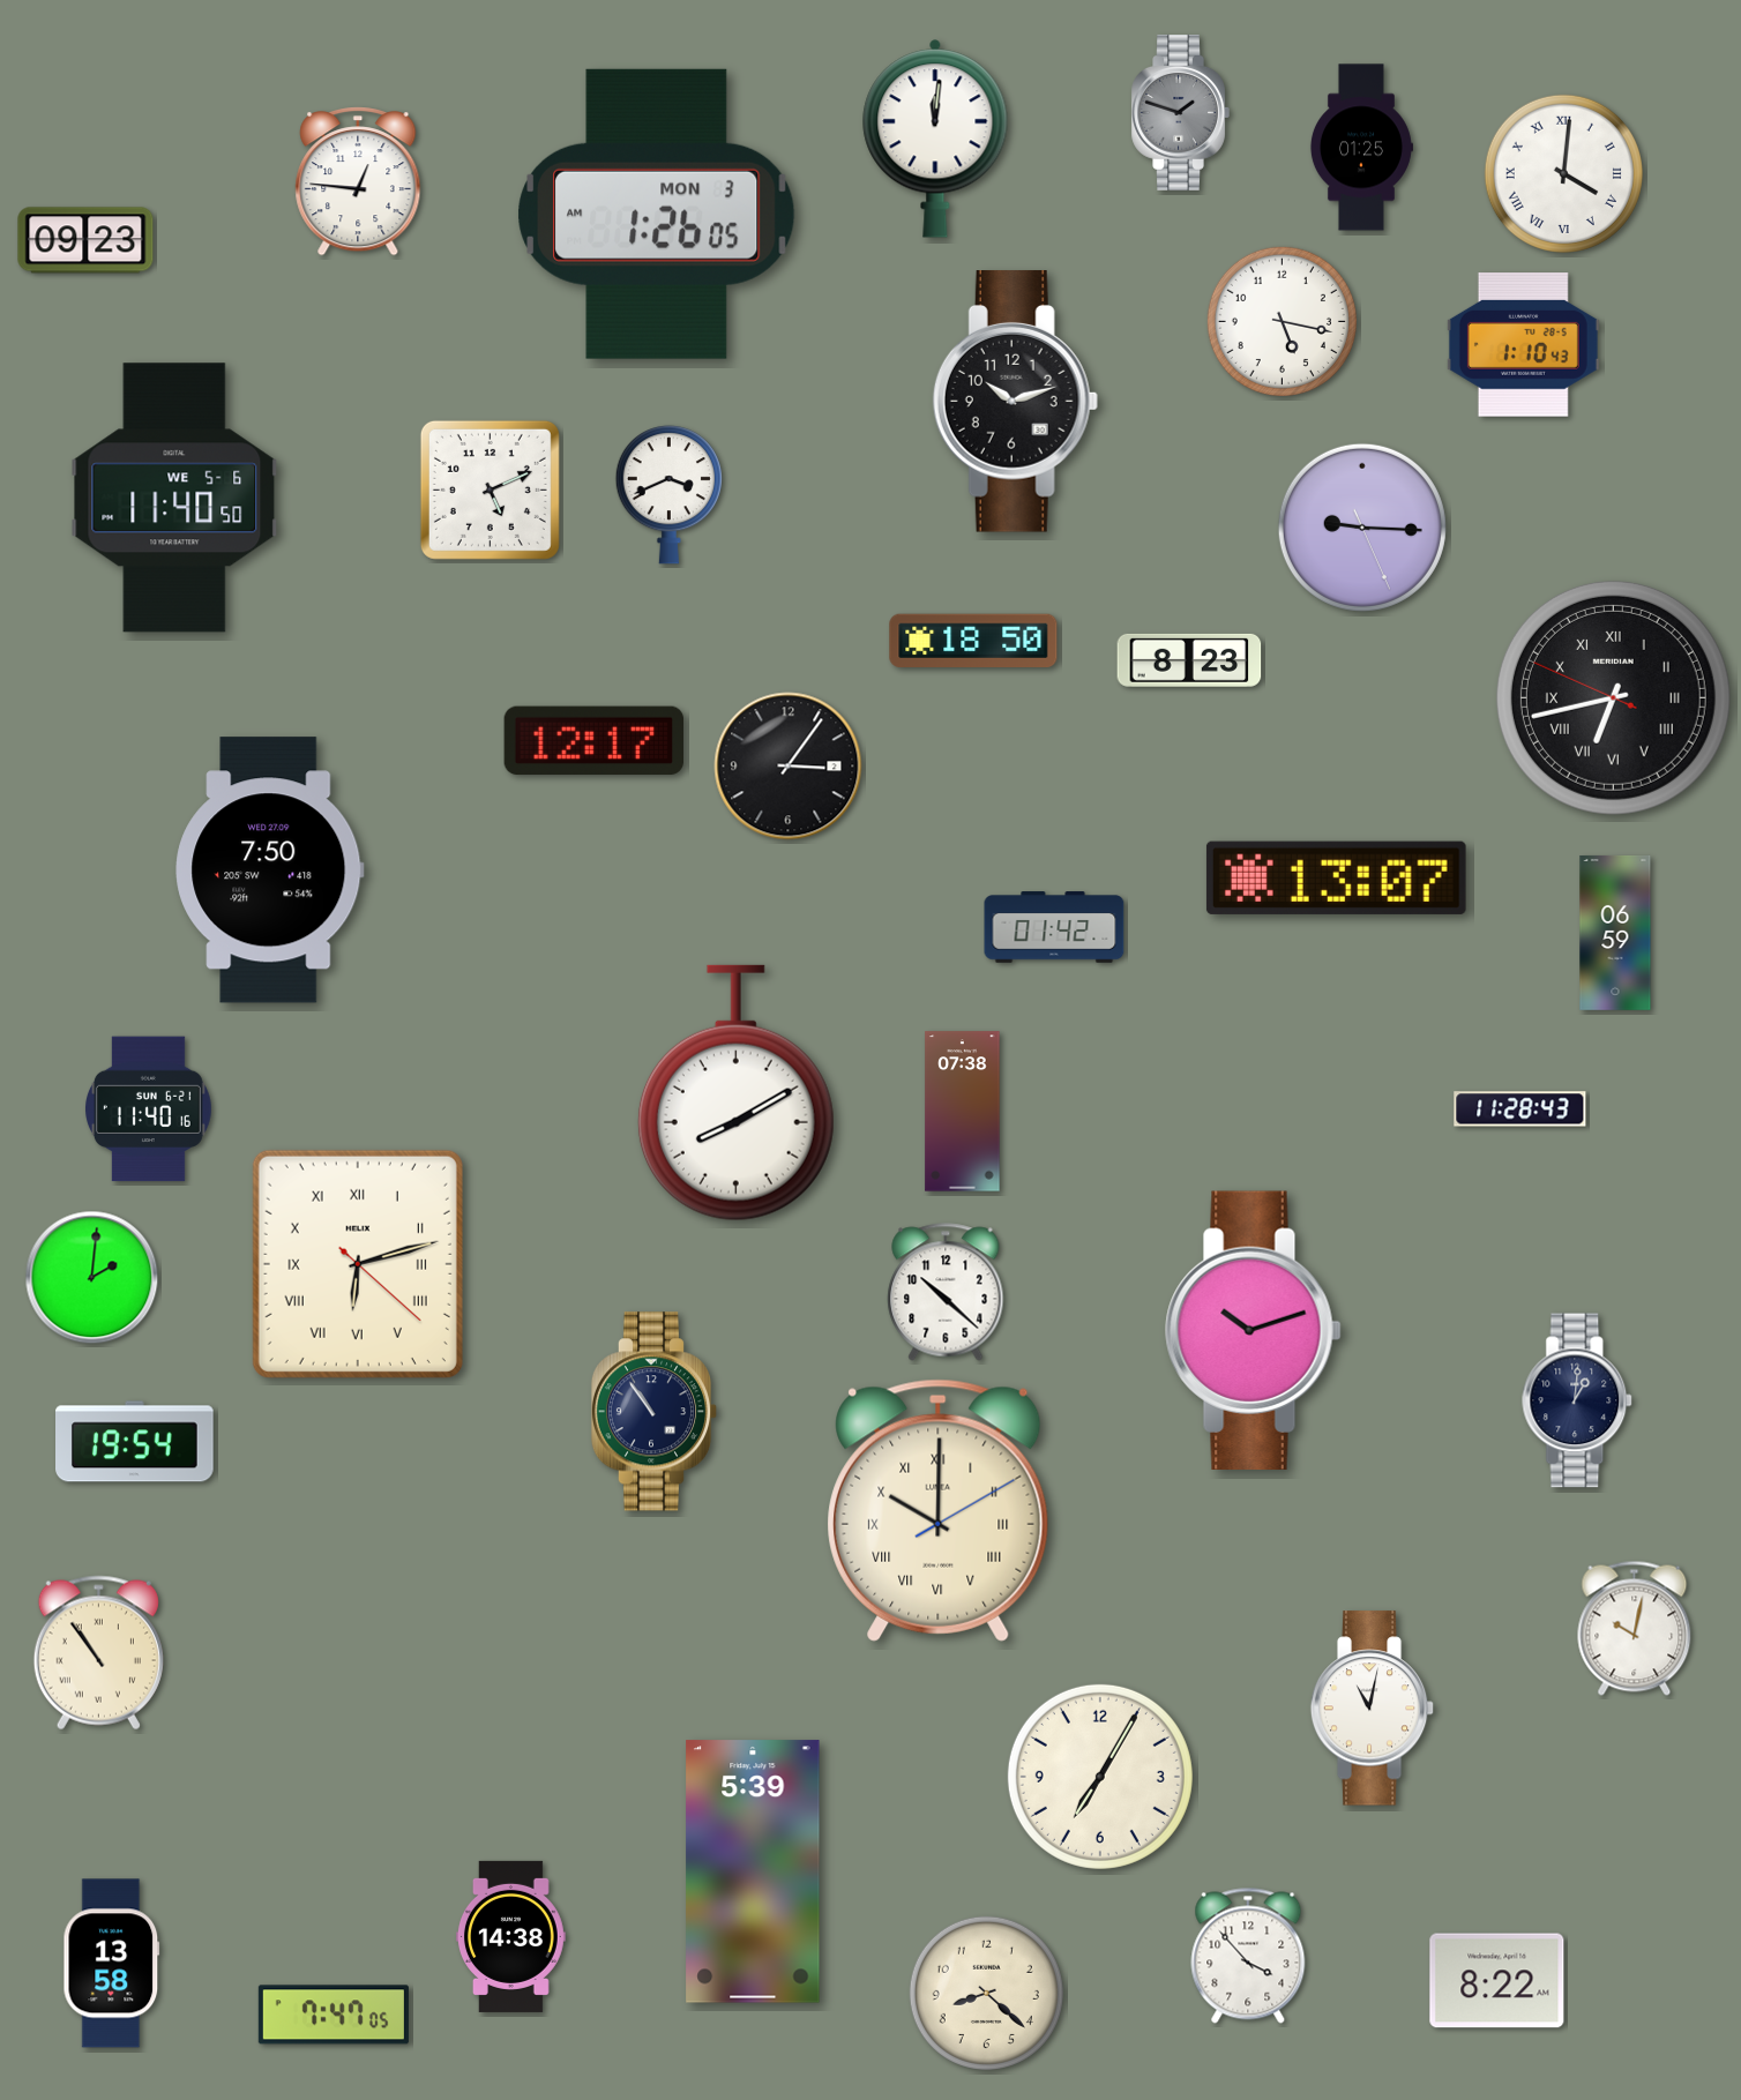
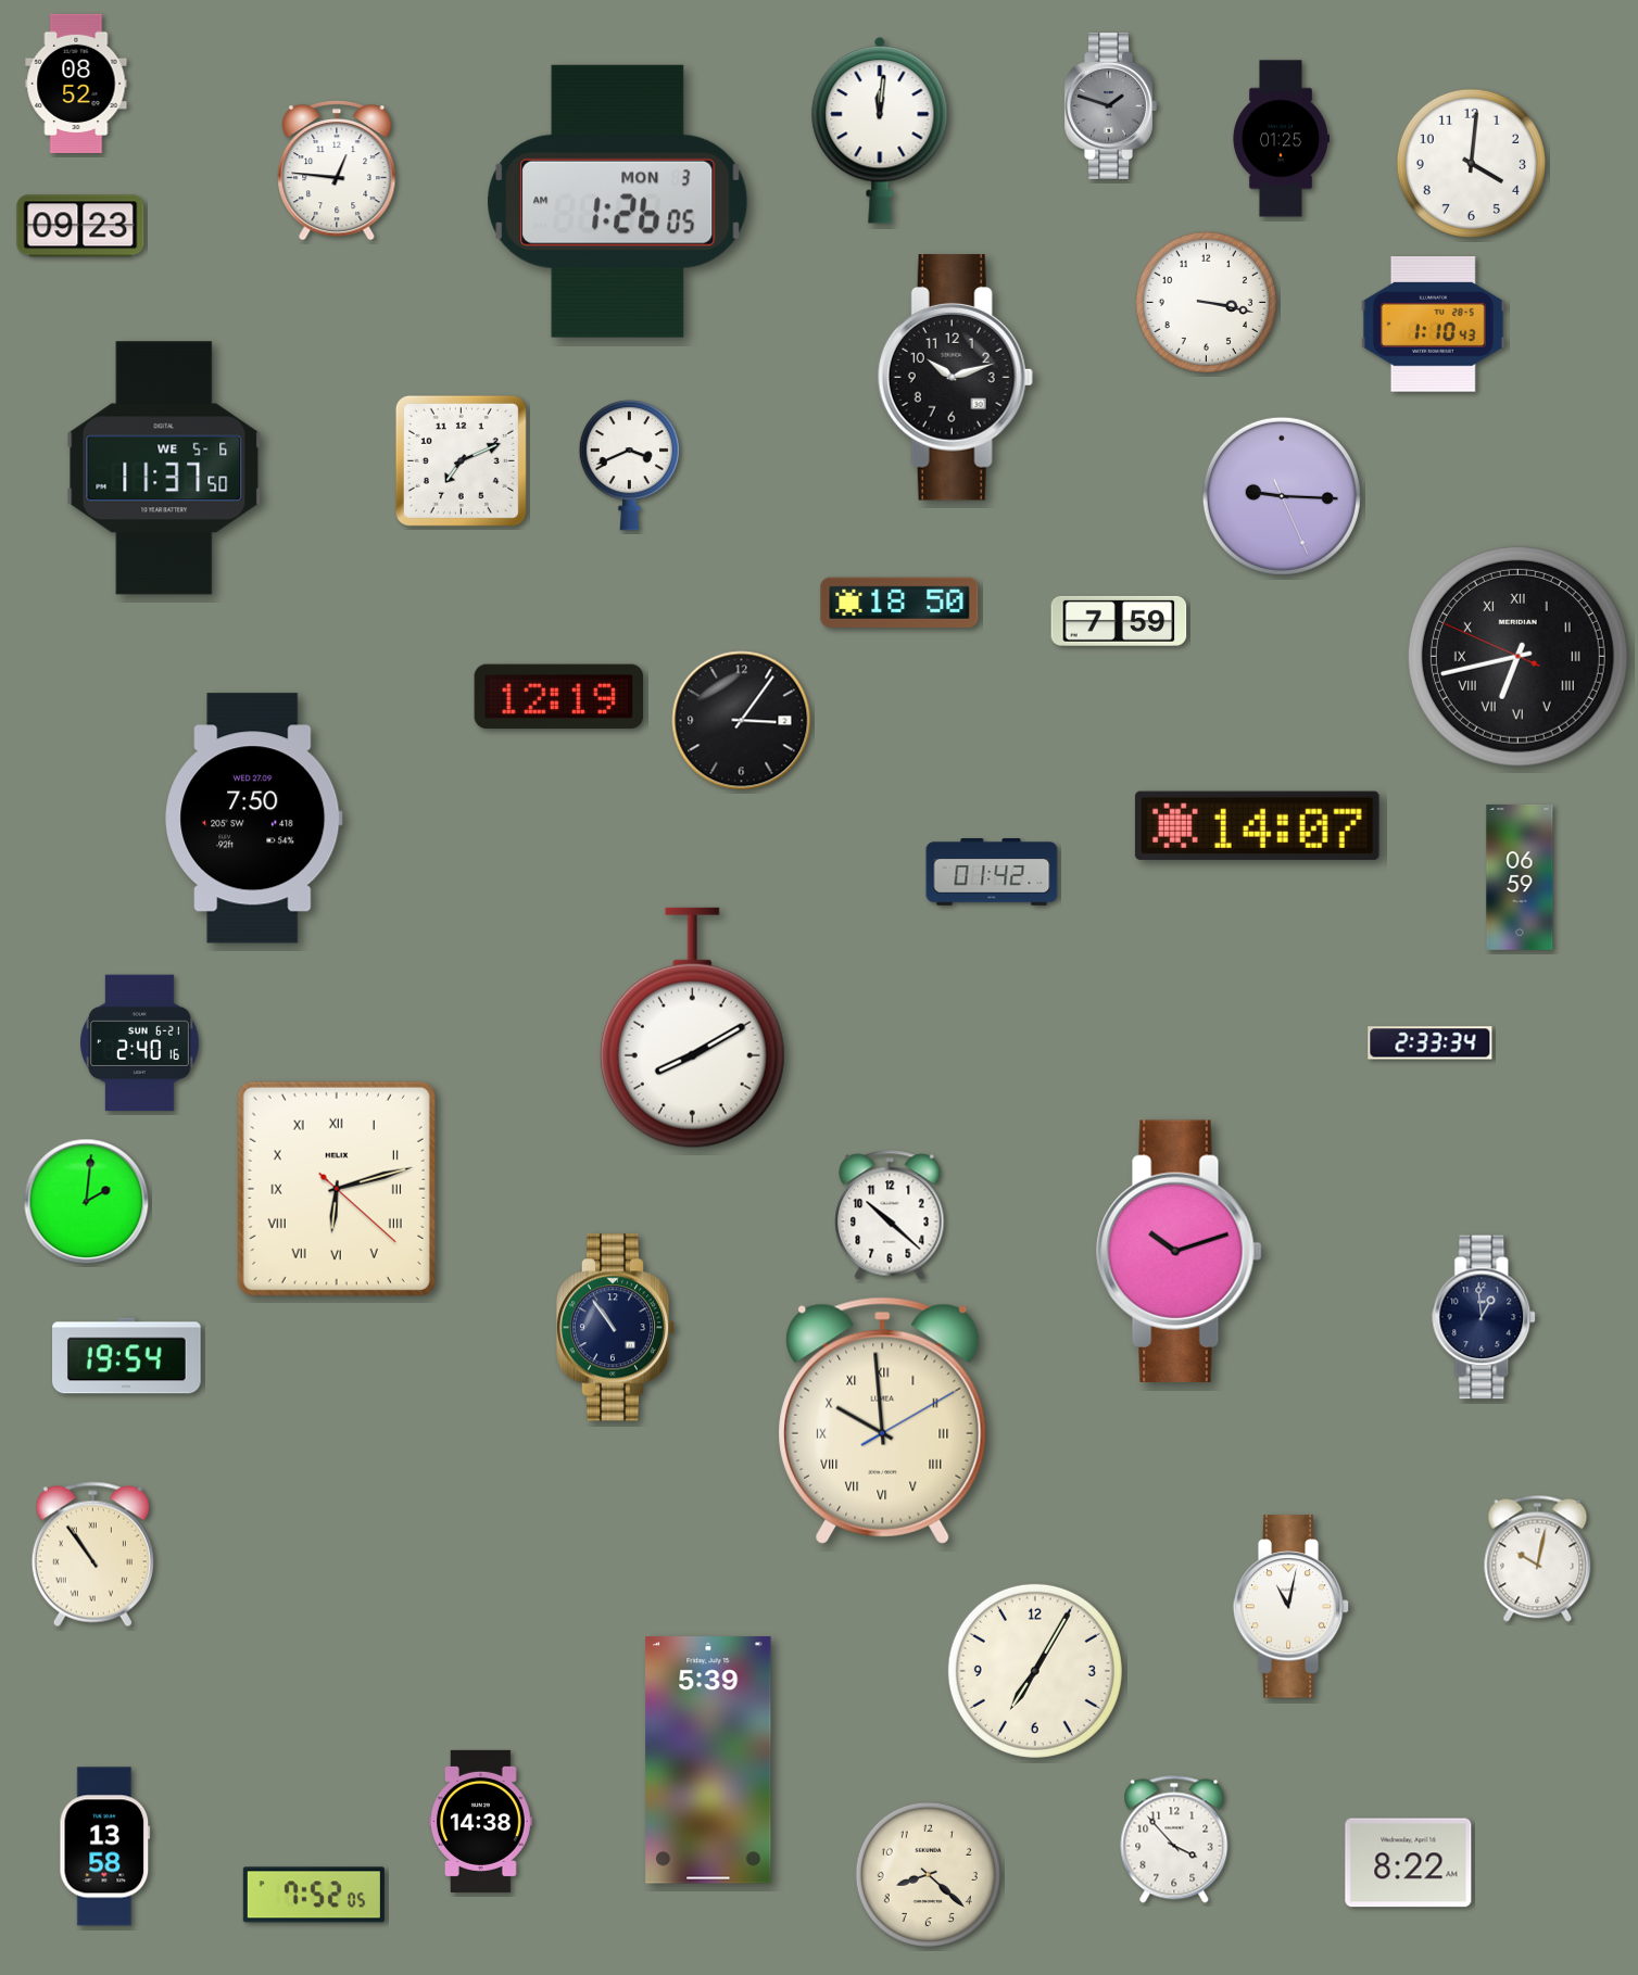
clock at (76, 83): none -> 08:52
clock at (1563, 173) numerals: Roman -> Arabic
clock at (1282, 321): 5:17 -> 3:17
clock at (490, 489): 5:11 -> 7:11
clock at (174, 498): 11:40 -> 11:37
clock at (973, 640) position: (973, 640) -> (899, 602)
clock at (1189, 660): 8:23 -> 7:59
clock at (593, 741): 12:17 -> 12:19
clock at (1336, 877): 13:07 -> 14:07
clock at (149, 1109): 11:40 -> 2:40
clock at (1520, 1109): 11:28 -> 2:33
clock at (963, 1112): 07:38 -> none
clock at (1578, 1400): 1:01 -> 12:59
clock at (939, 1510): 10:00 -> 9:59
clock at (1635, 1628) position: (1635, 1628) -> (1538, 1558)
clock at (334, 2015): 7:47 -> 7:52
